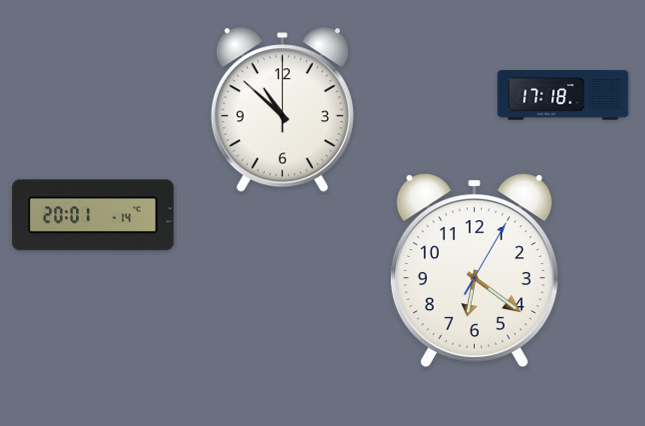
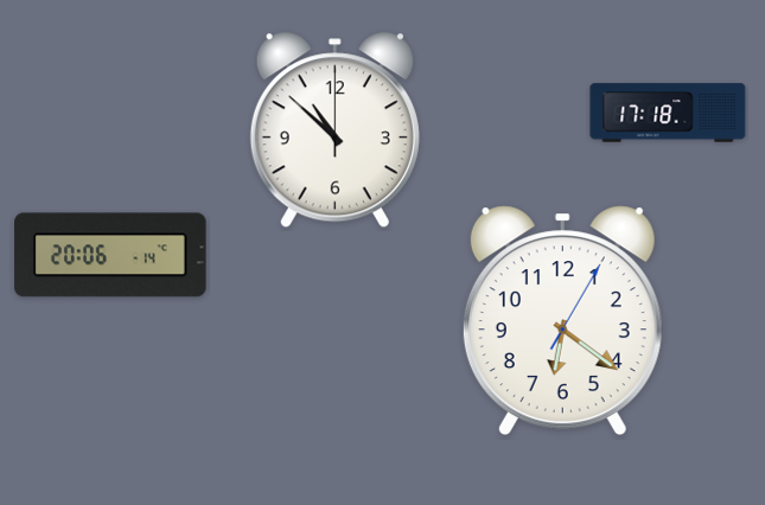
clock at (93, 215): 20:01 -> 20:06
